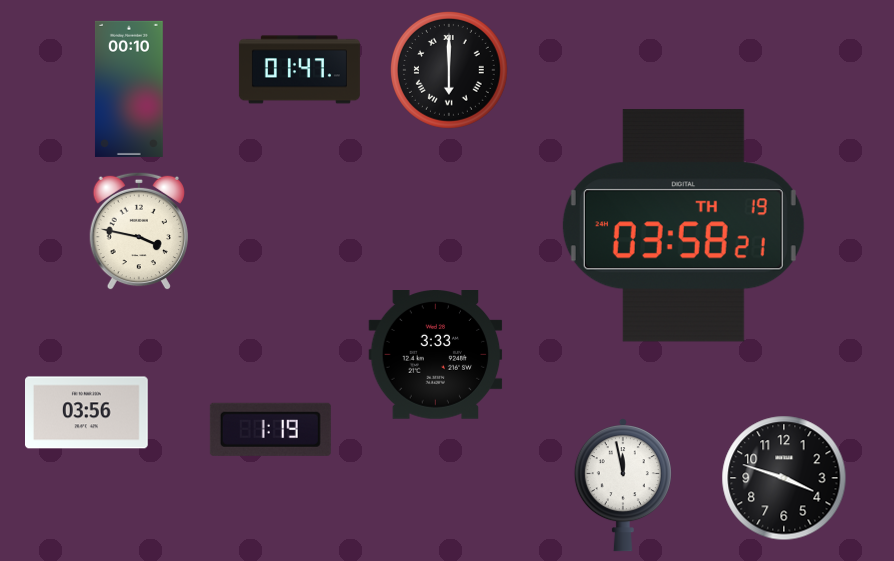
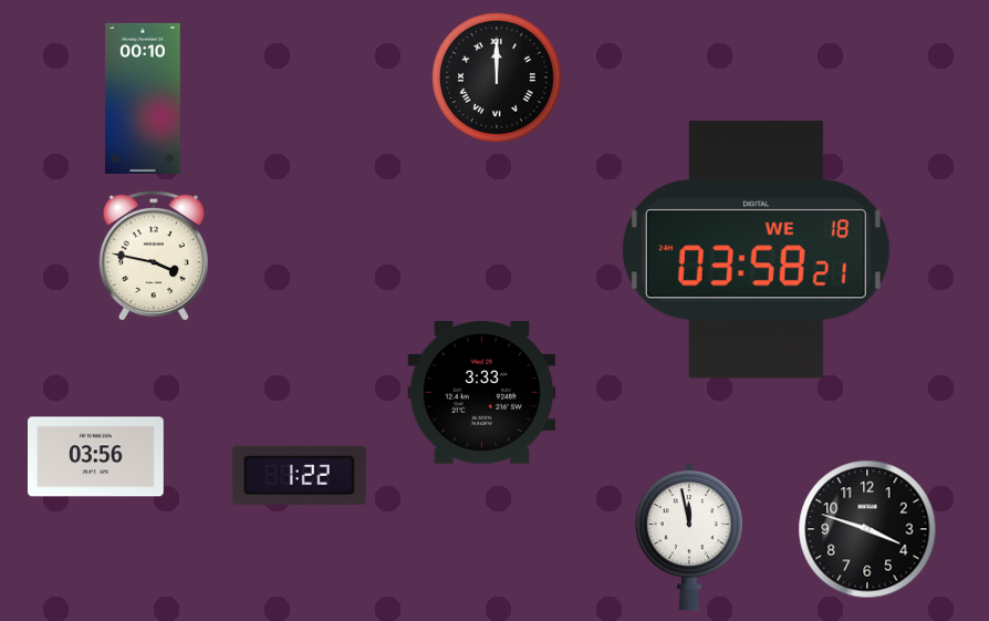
clock at (299, 70): 01:47 -> none
clock at (450, 71): 6:00 -> 12:00
clock at (683, 226) date: TH 19 -> WE 18
clock at (270, 429): 1:19 -> 1:22
